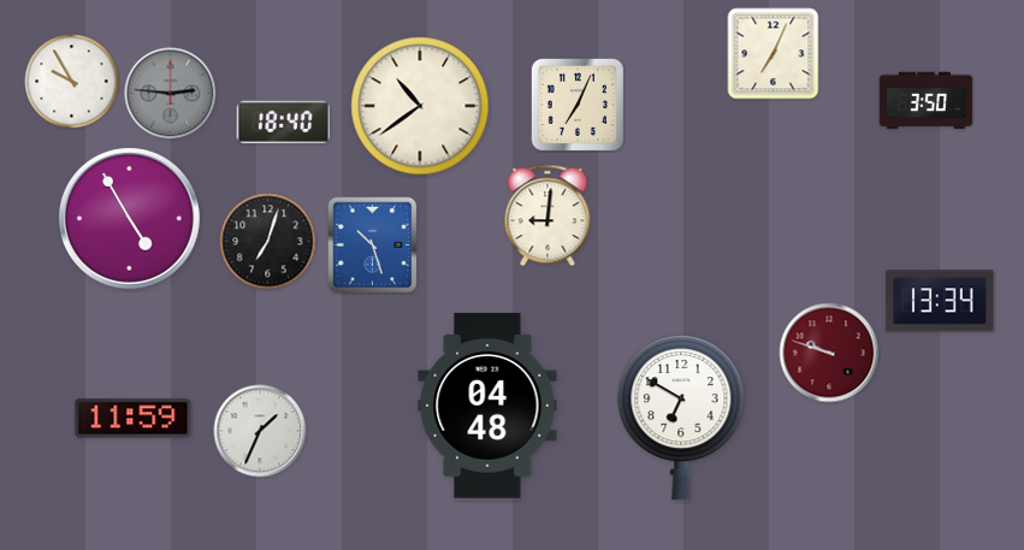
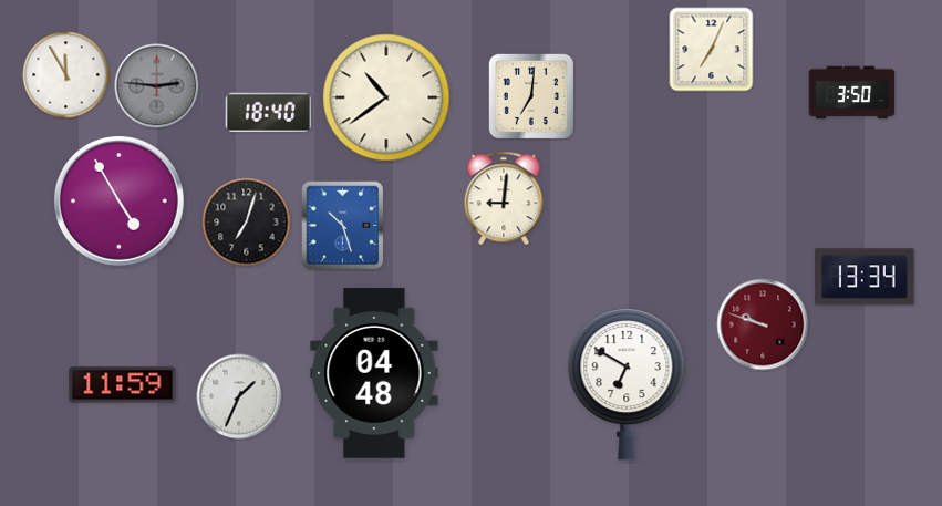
clock at (72, 82): 9:55 -> 11:55
clock at (576, 104): 7:04 -> 7:01
clock at (284, 123) position: (284, 123) -> (269, 113)
clock at (487, 406) position: (487, 406) -> (374, 373)
